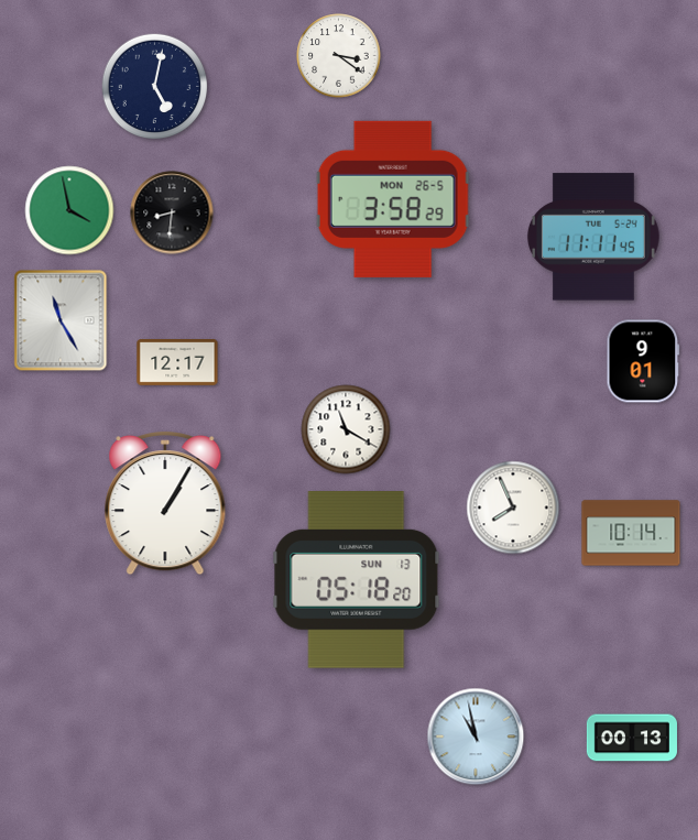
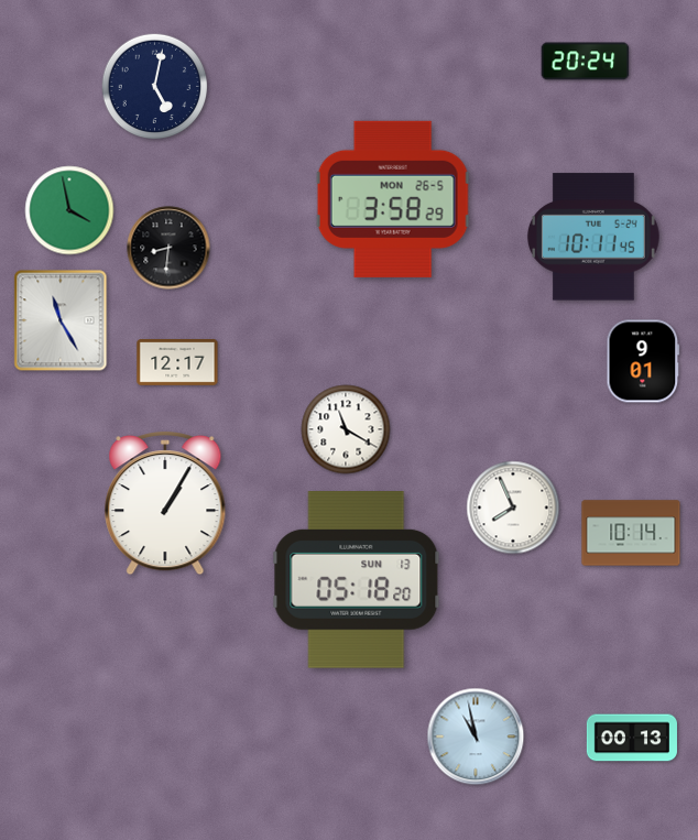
clock at (339, 56): 3:21 -> none
clock at (586, 62): none -> 20:24
clock at (172, 212) position: (172, 212) -> (168, 248)
clock at (593, 237): 11:11 -> 10:11
